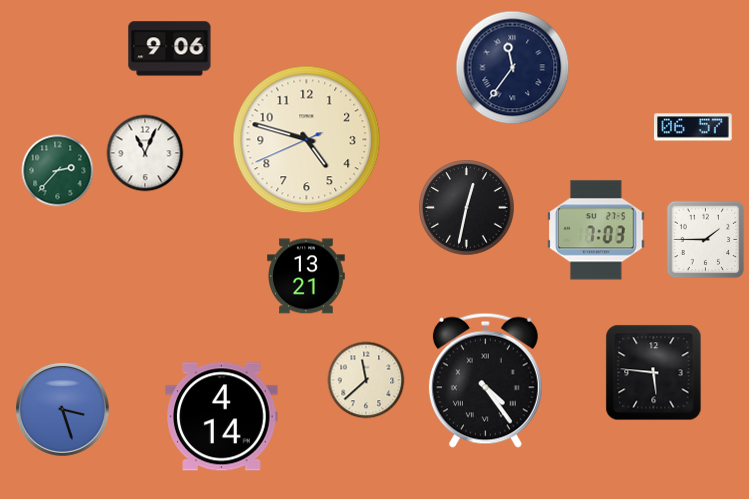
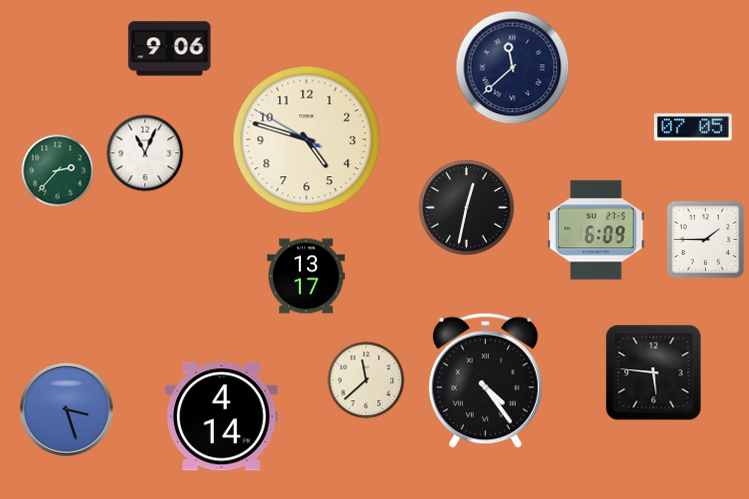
clock at (513, 68): 11:36 -> 11:38
clock at (693, 127): 06:57 -> 07:05
clock at (307, 140): 4:47:41 -> 4:47:50
clock at (596, 230): 7:03 -> 6:09
clock at (306, 276): 13:21 -> 13:17
clock at (63, 410) position: (63, 410) -> (67, 410)
